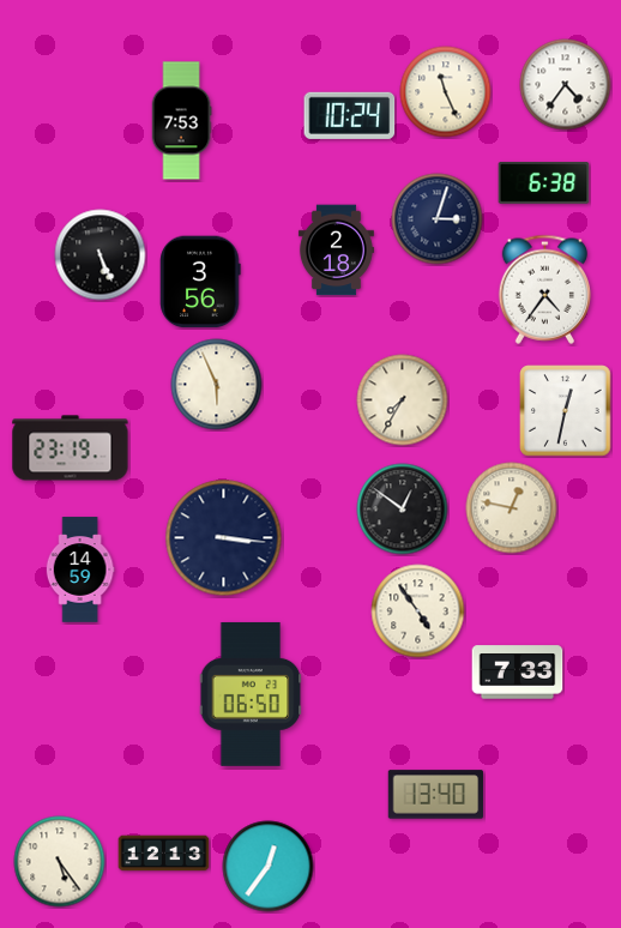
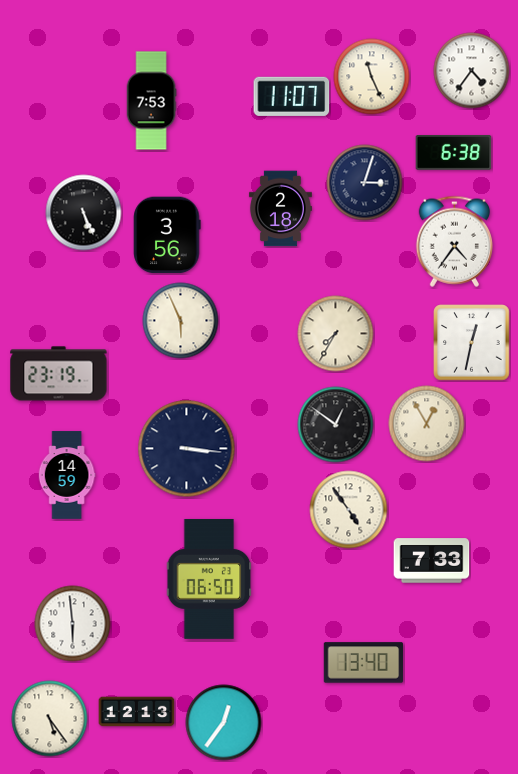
clock at (350, 115): 10:24 -> 11:07
clock at (512, 508): 12:47 -> 12:55
clock at (73, 624): none -> 5:59
